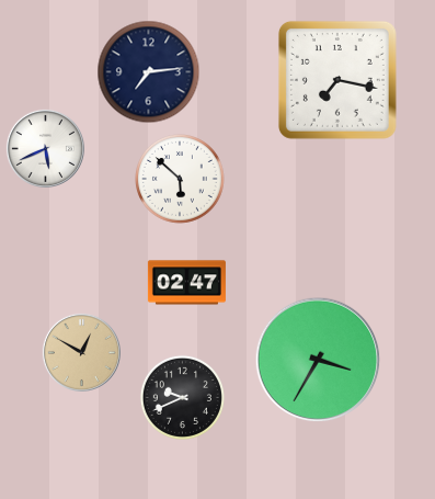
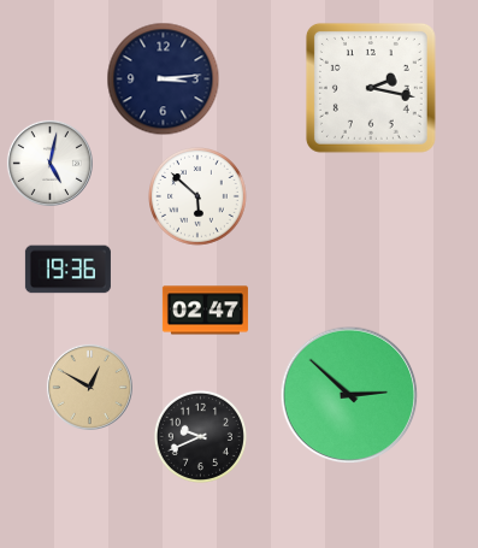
clock at (149, 72): 7:14 -> 3:14
clock at (337, 80): 7:17 -> 2:17
clock at (45, 148): 5:41 -> 5:02
clock at (67, 270): none -> 19:36
clock at (318, 360): 3:35 -> 2:52
